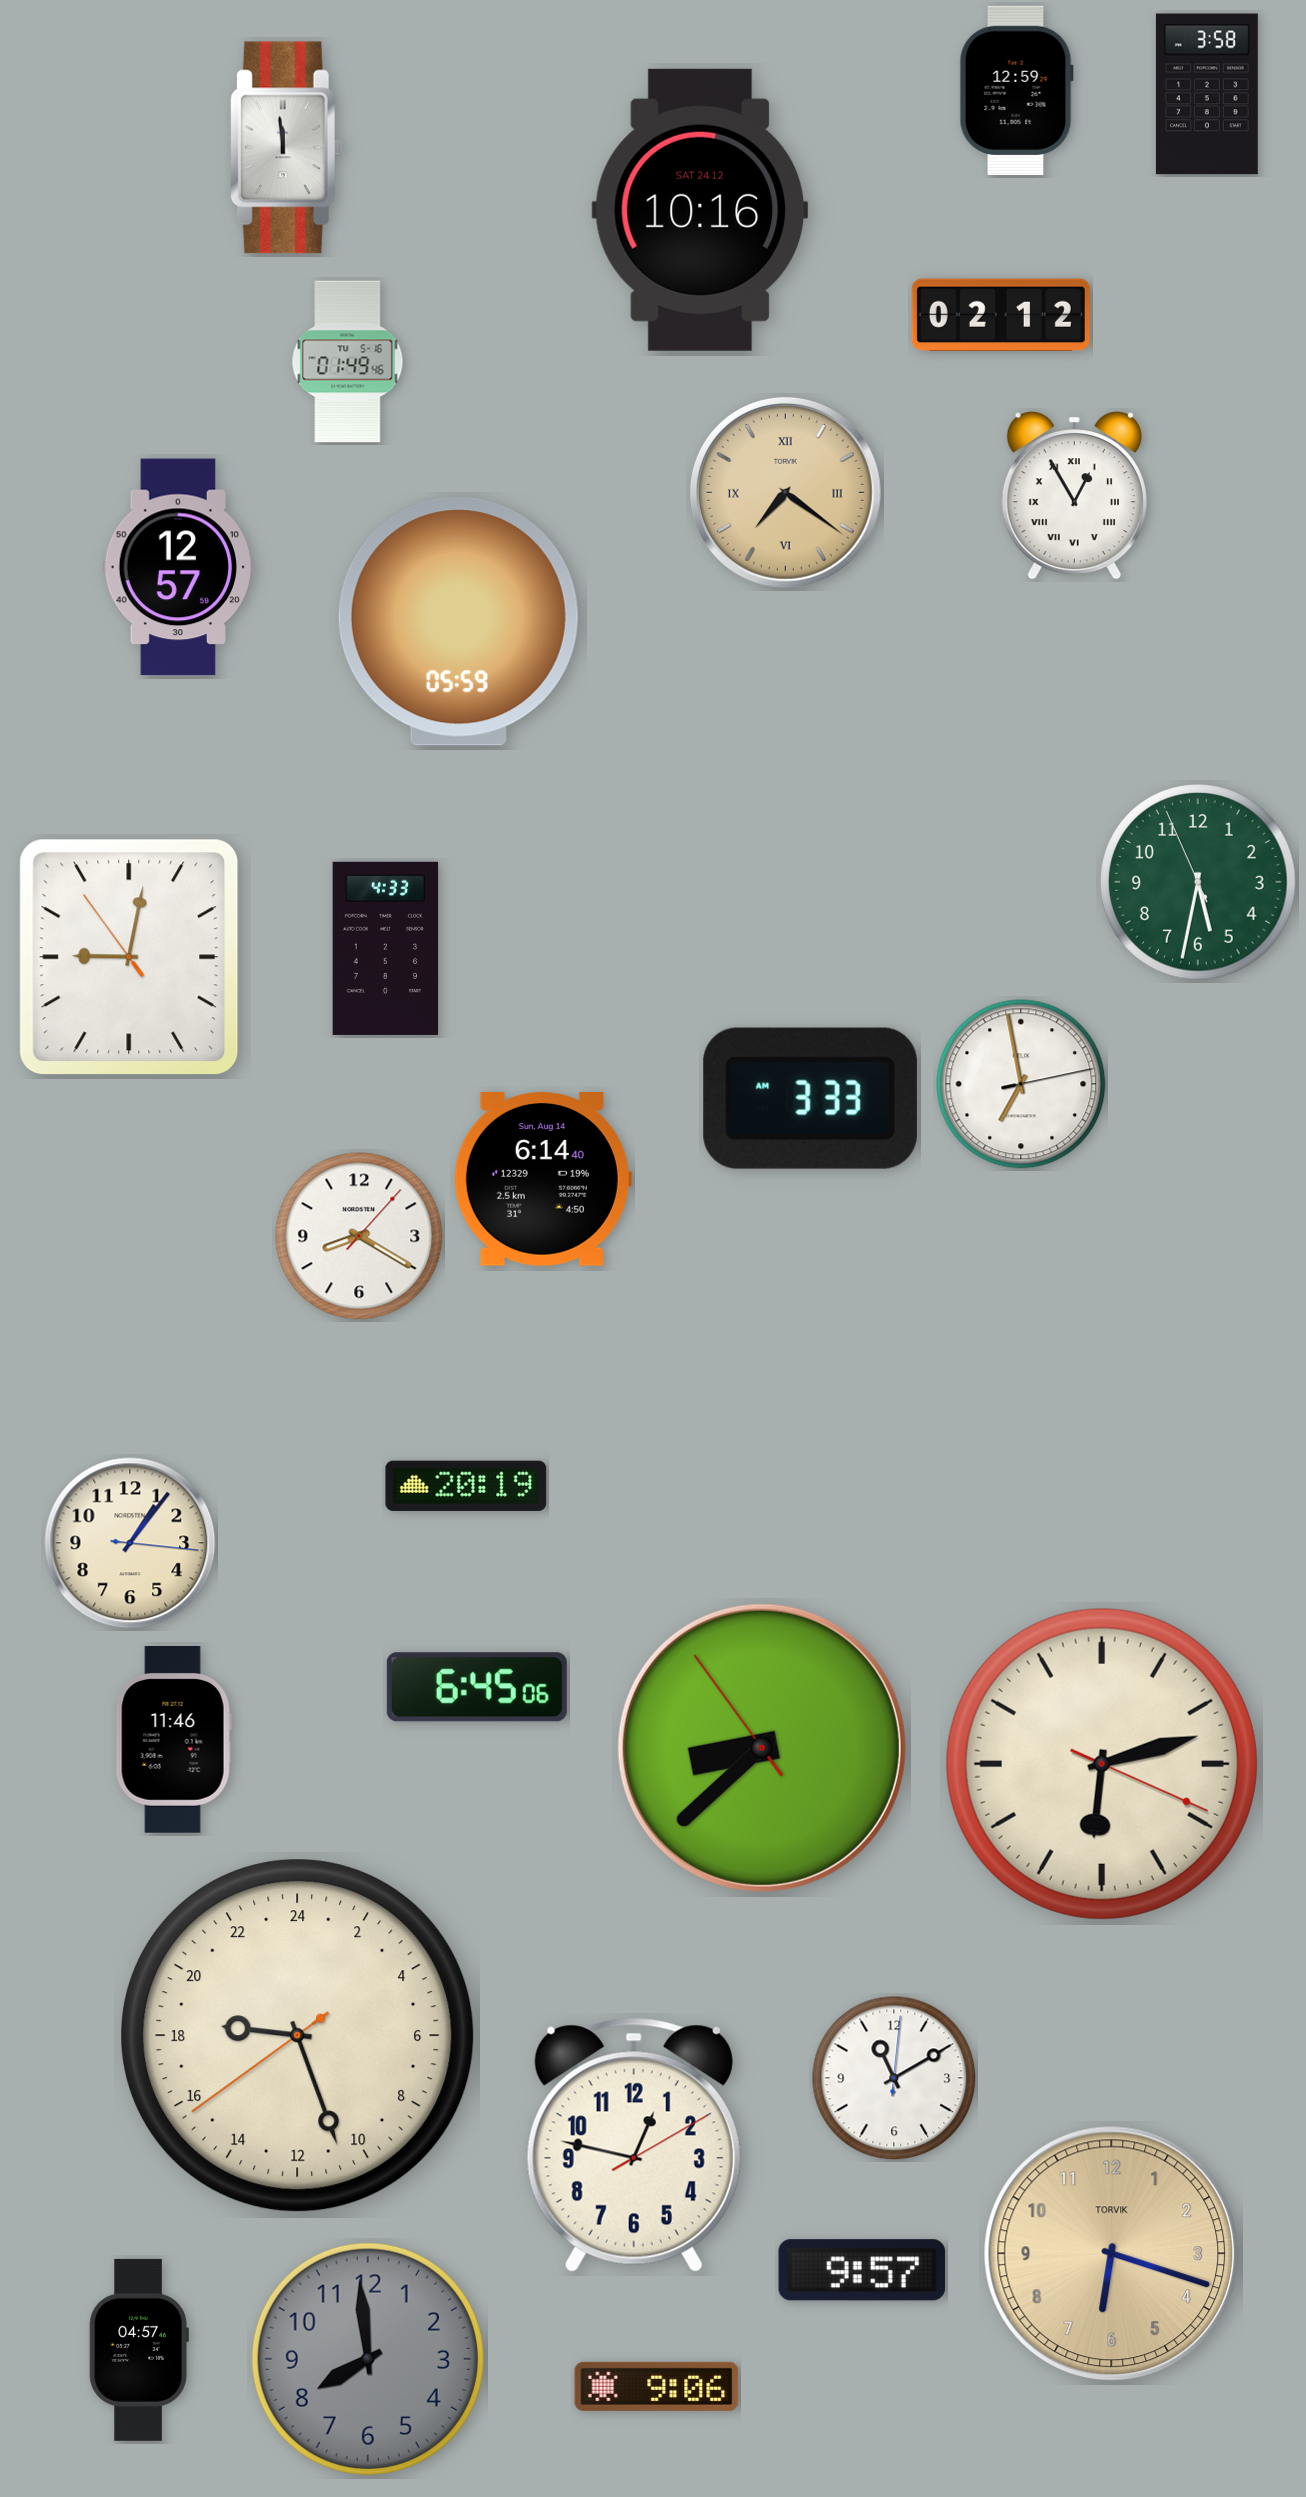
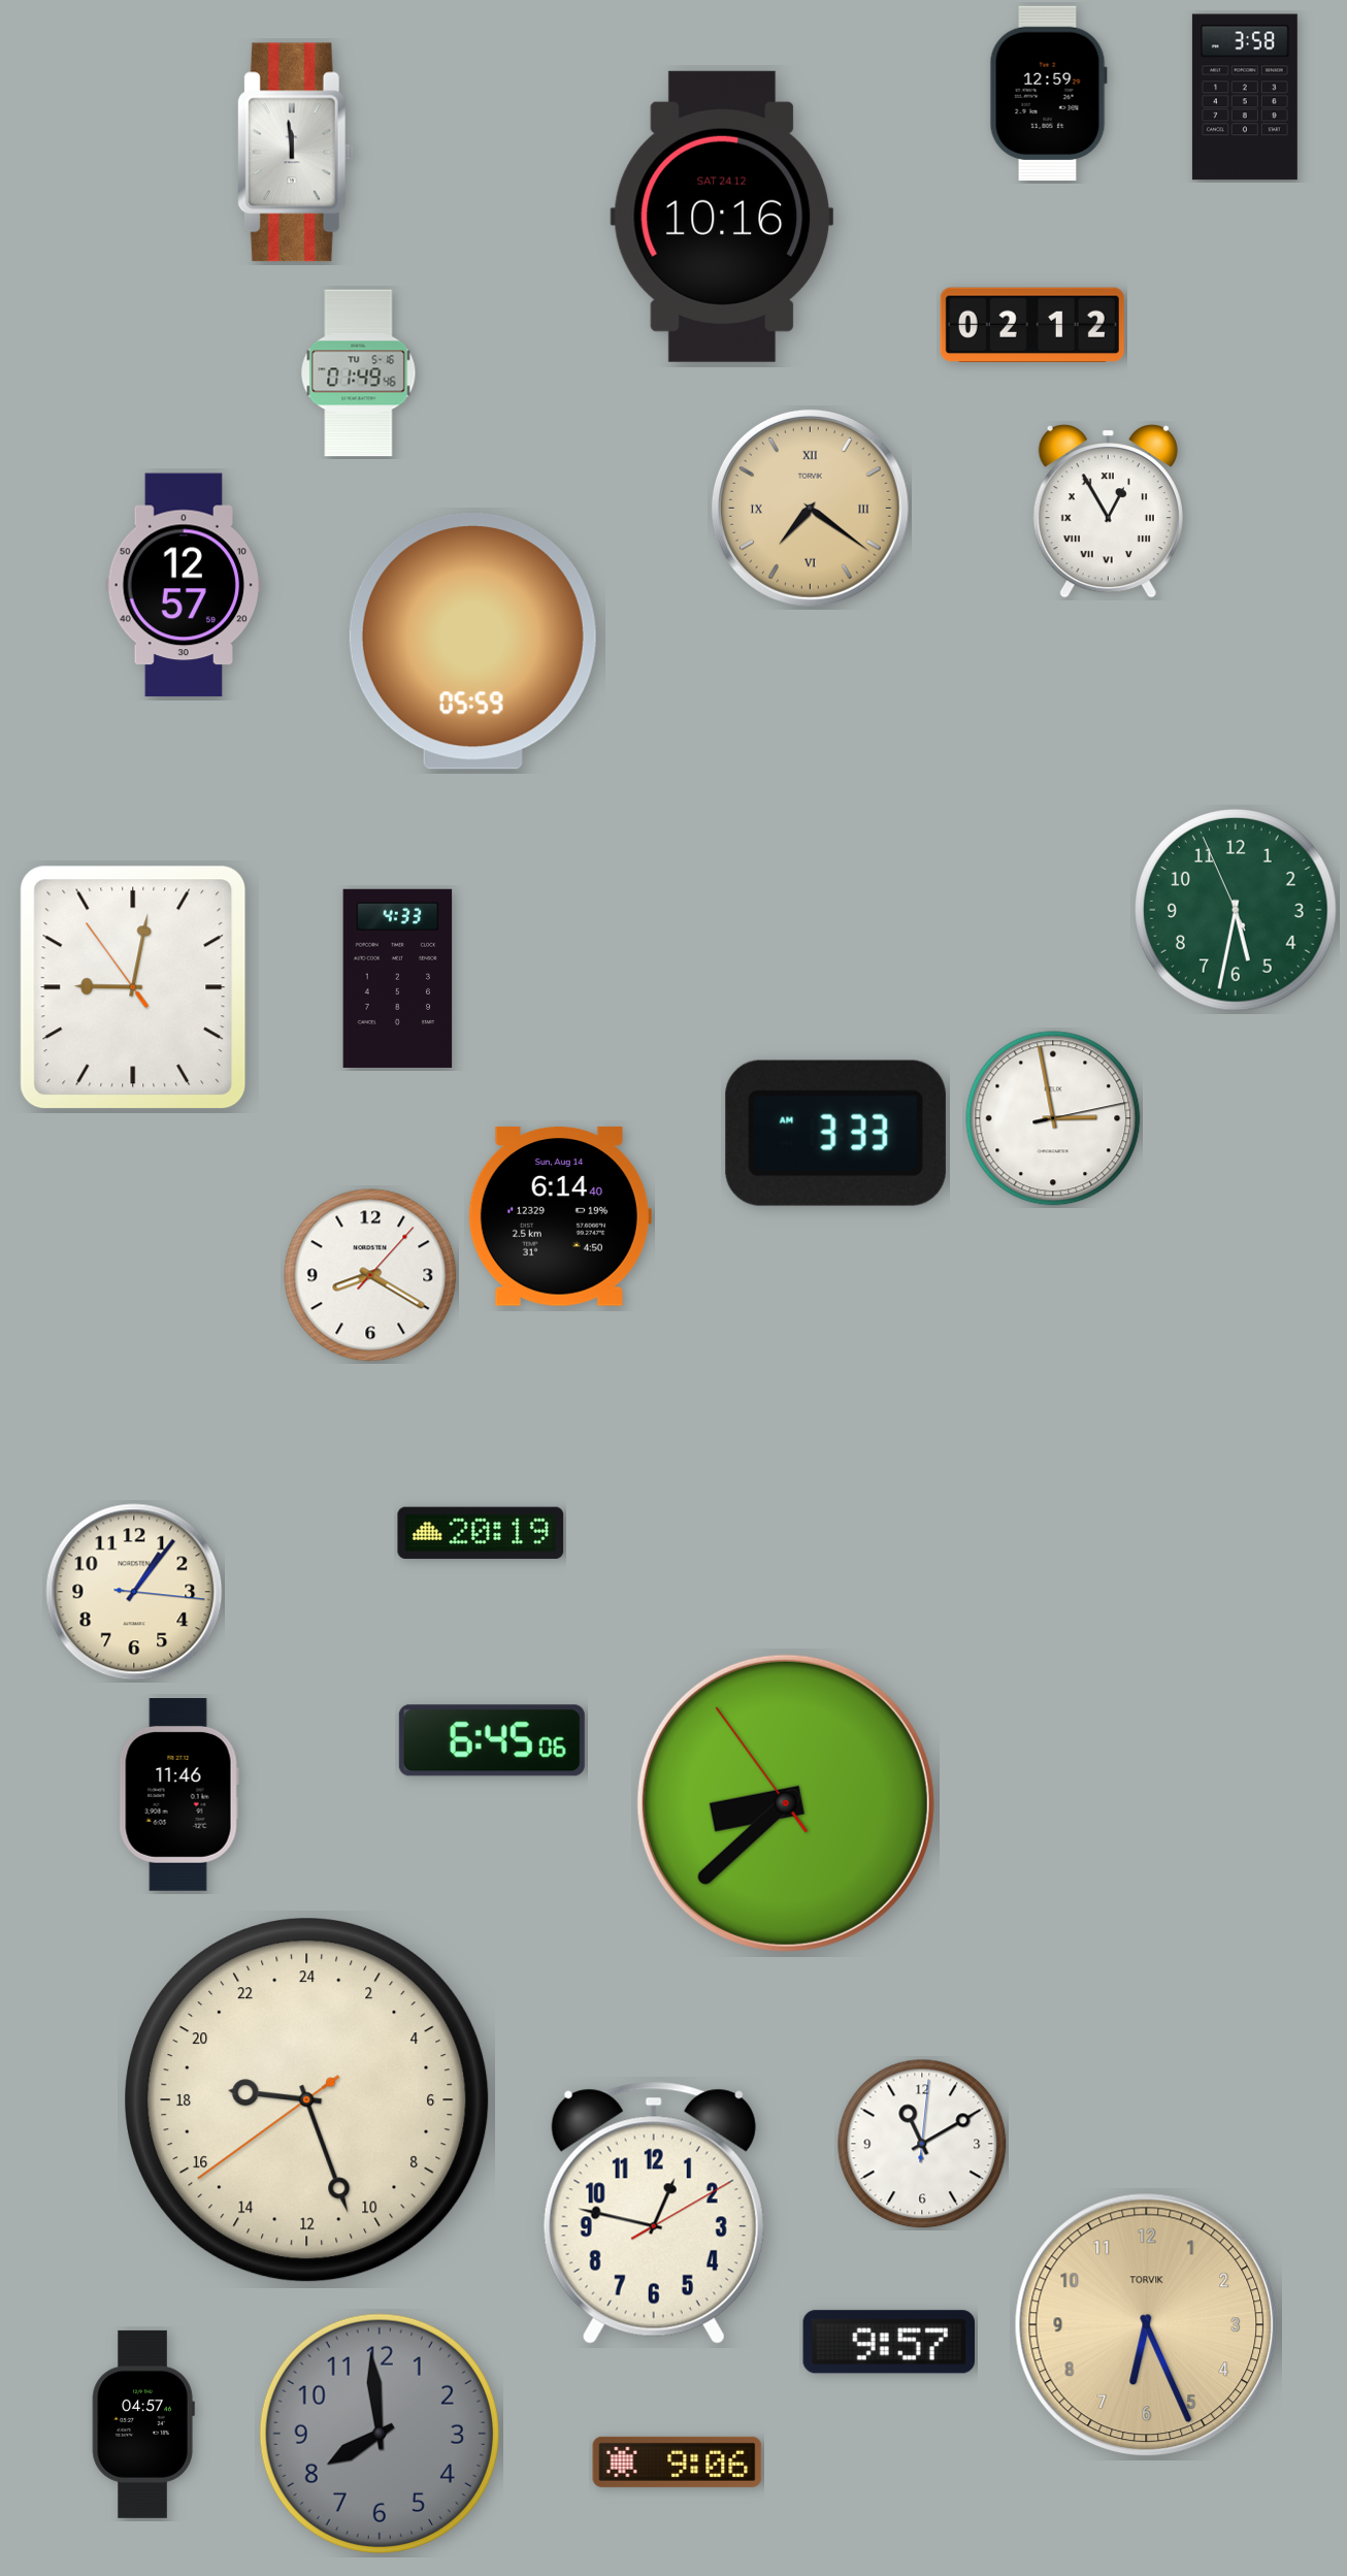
clock at (1021, 1084): 6:58 -> 2:58
clock at (1102, 1764): 6:12 -> none
clock at (1112, 2254): 6:18 -> 6:26
